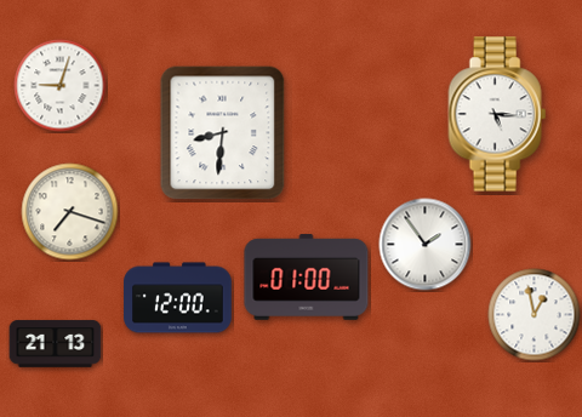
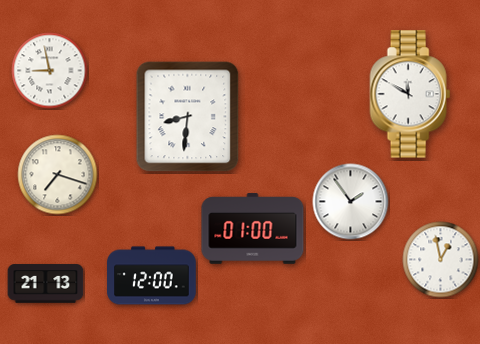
clock at (61, 86): 9:03 -> 8:58
clock at (497, 114): 5:16 -> 11:50
clock at (223, 133) position: (223, 133) -> (188, 117)
clock at (178, 298) position: (178, 298) -> (152, 276)
